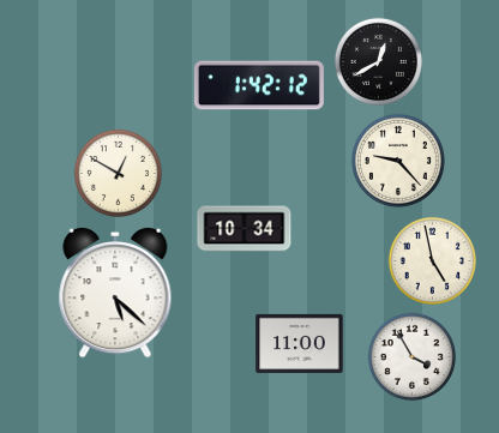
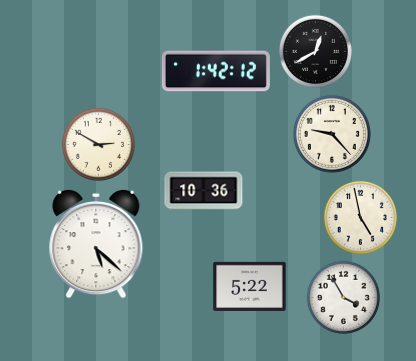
clock at (118, 173): 12:50 -> 2:50
clock at (245, 229): 10:34 -> 10:36
clock at (300, 343): 11:00 -> 5:22
